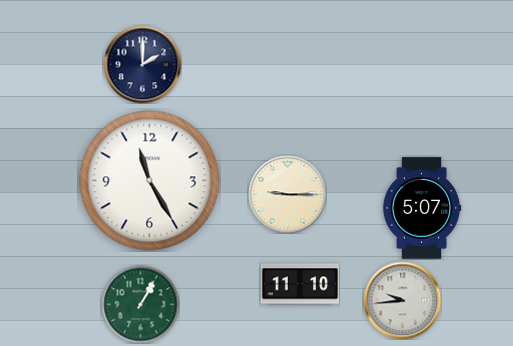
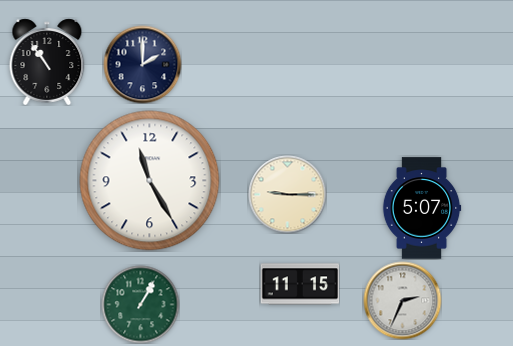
clock at (47, 62): none -> 10:54
clock at (300, 284): 11:10 -> 11:15
clock at (402, 300): 9:44 -> 2:34
